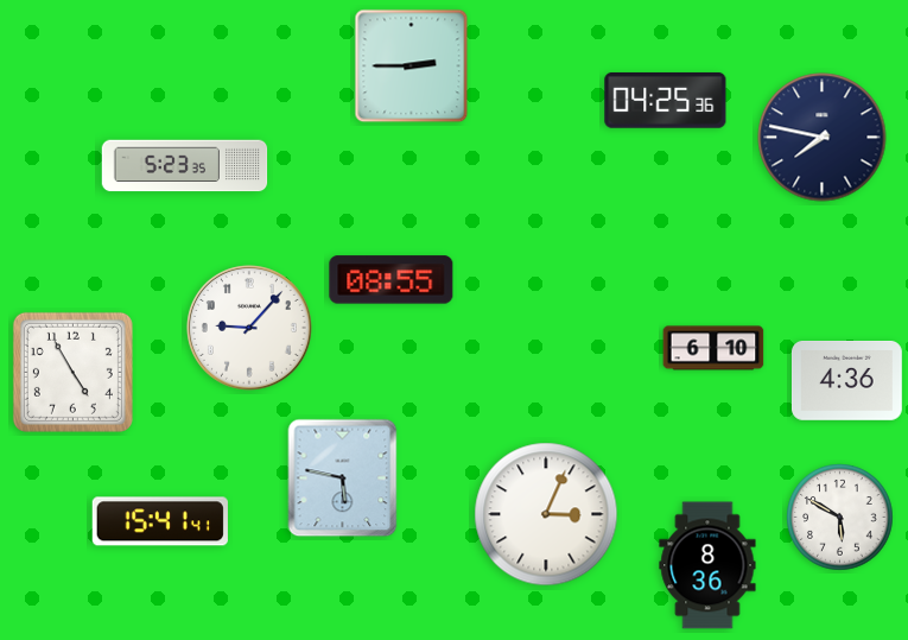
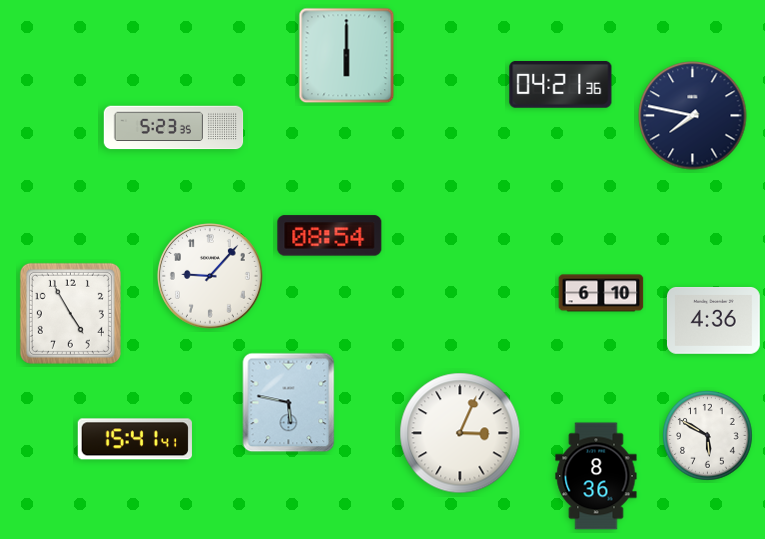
clock at (412, 66): 2:45 -> 6:00
clock at (666, 100): 04:25 -> 04:21
clock at (185, 166) position: (185, 166) -> (174, 128)
clock at (392, 280): 08:55 -> 08:54
clock at (72, 372) position: (72, 372) -> (70, 313)
